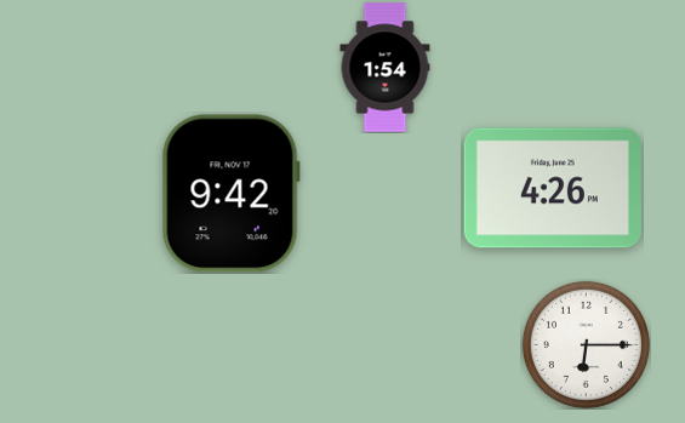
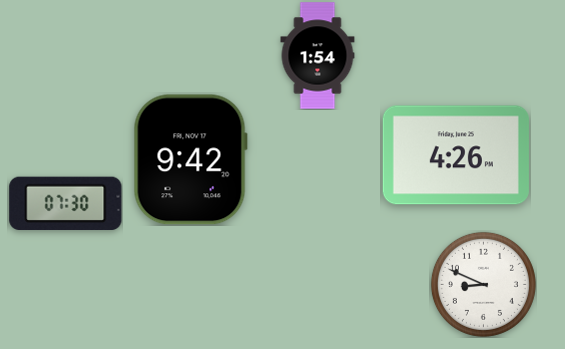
clock at (66, 204): none -> 07:30
clock at (586, 344): 6:15 -> 8:49
